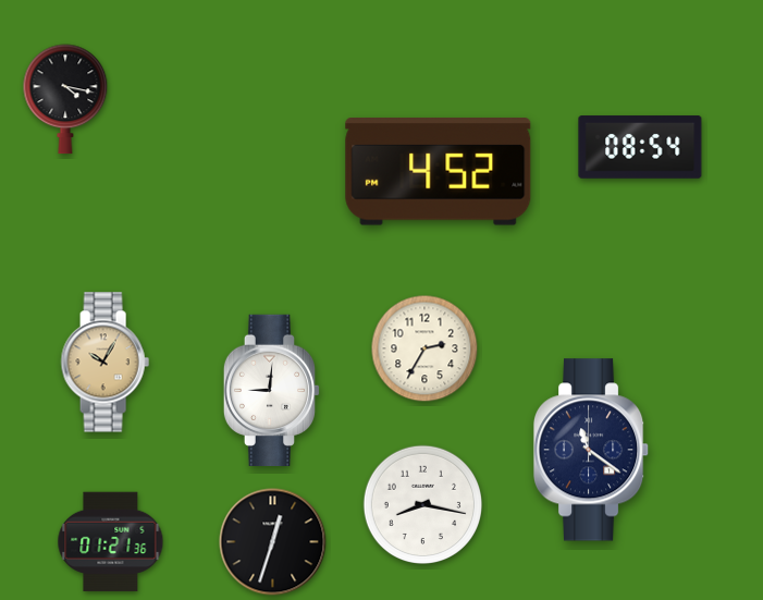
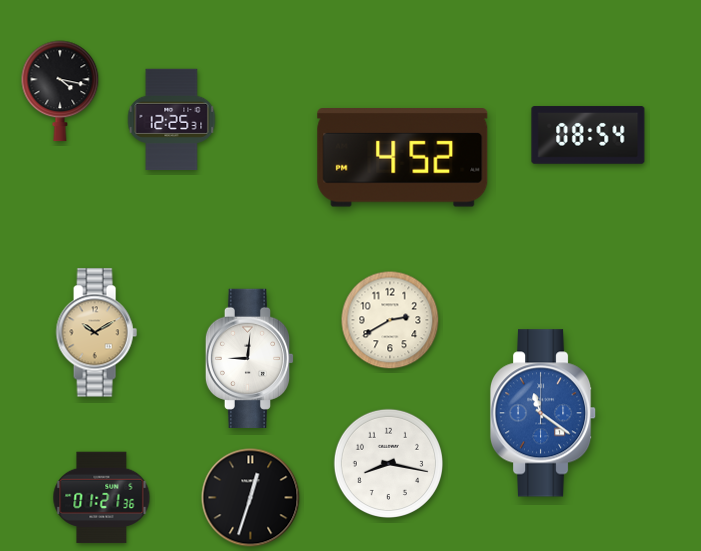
clock at (172, 120): none -> 12:25
clock at (424, 348): 2:35 -> 2:40
clock at (104, 363): 10:05 -> 10:10
clock at (591, 450) dial: navy -> blue
